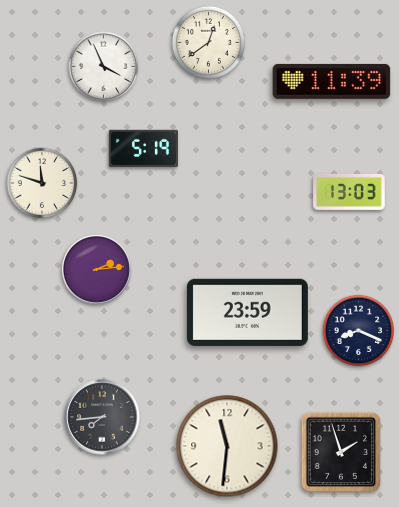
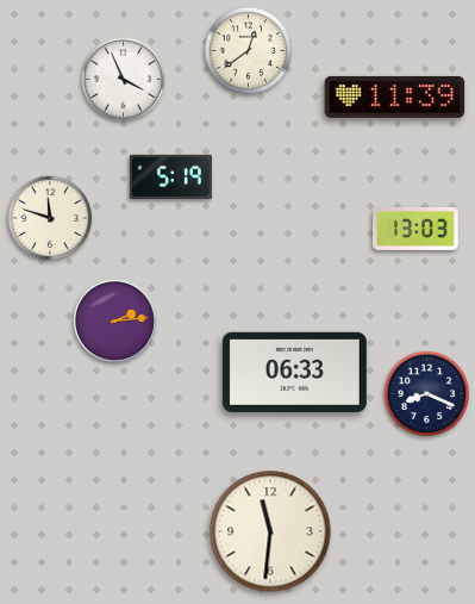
clock at (247, 312): 23:59 -> 06:33
clock at (102, 417): 7:44 -> none
clock at (340, 451): 1:57 -> none
